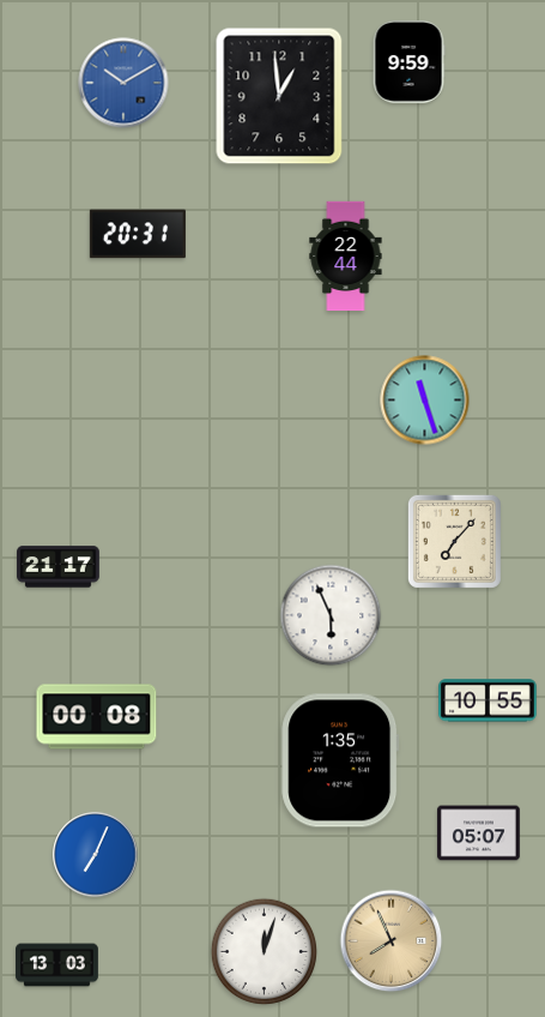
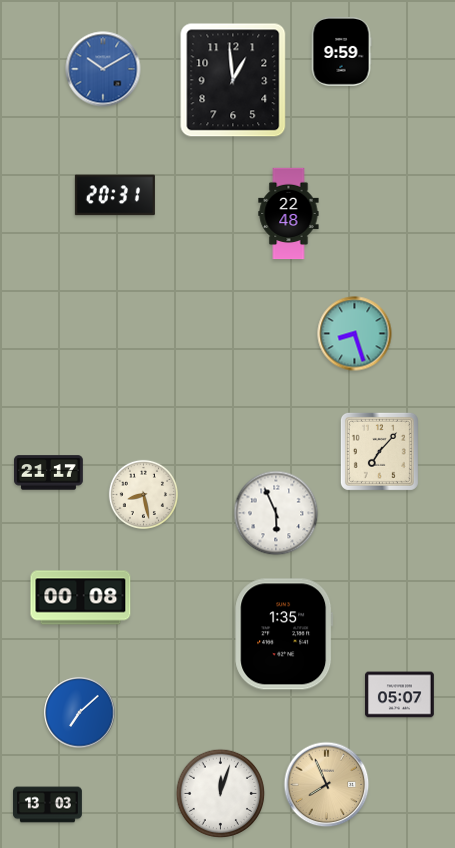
clock at (346, 257): 22:44 -> 22:48
clock at (425, 401): 11:27 -> 8:27
clock at (143, 494): none -> 8:28
clock at (488, 700): 10:55 -> none
clock at (96, 855): 7:04 -> 7:08
